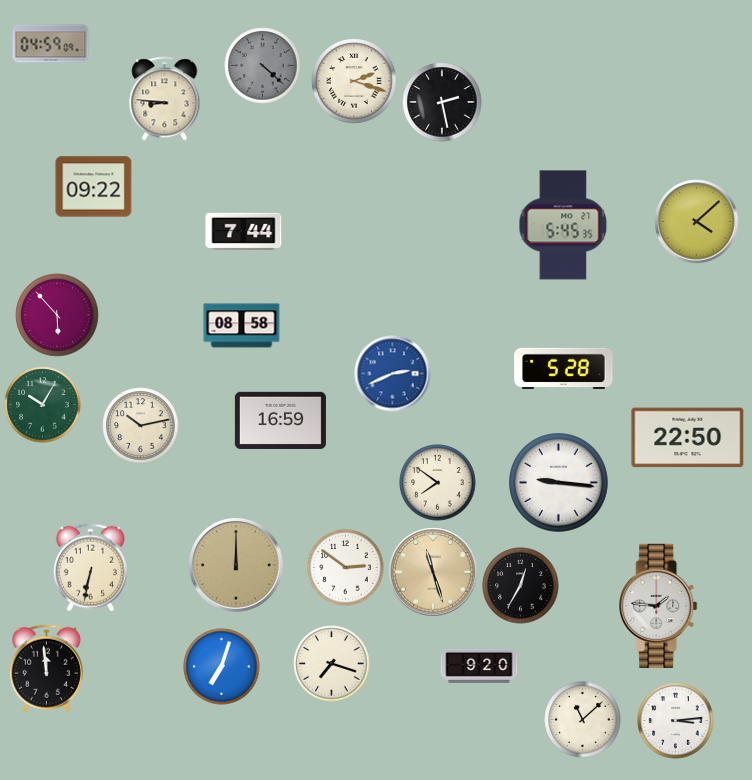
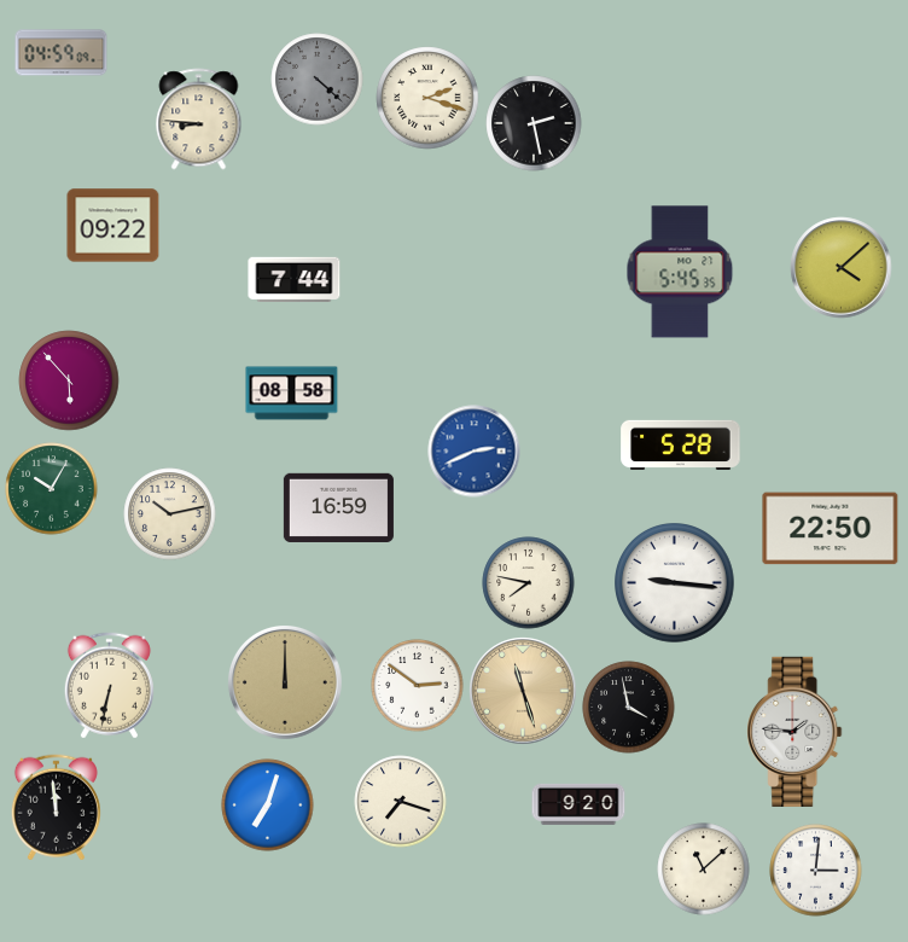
clock at (438, 483): 7:51 -> 7:47
clock at (521, 586): 12:35 -> 3:58
clock at (676, 721): 3:14 -> 3:01
